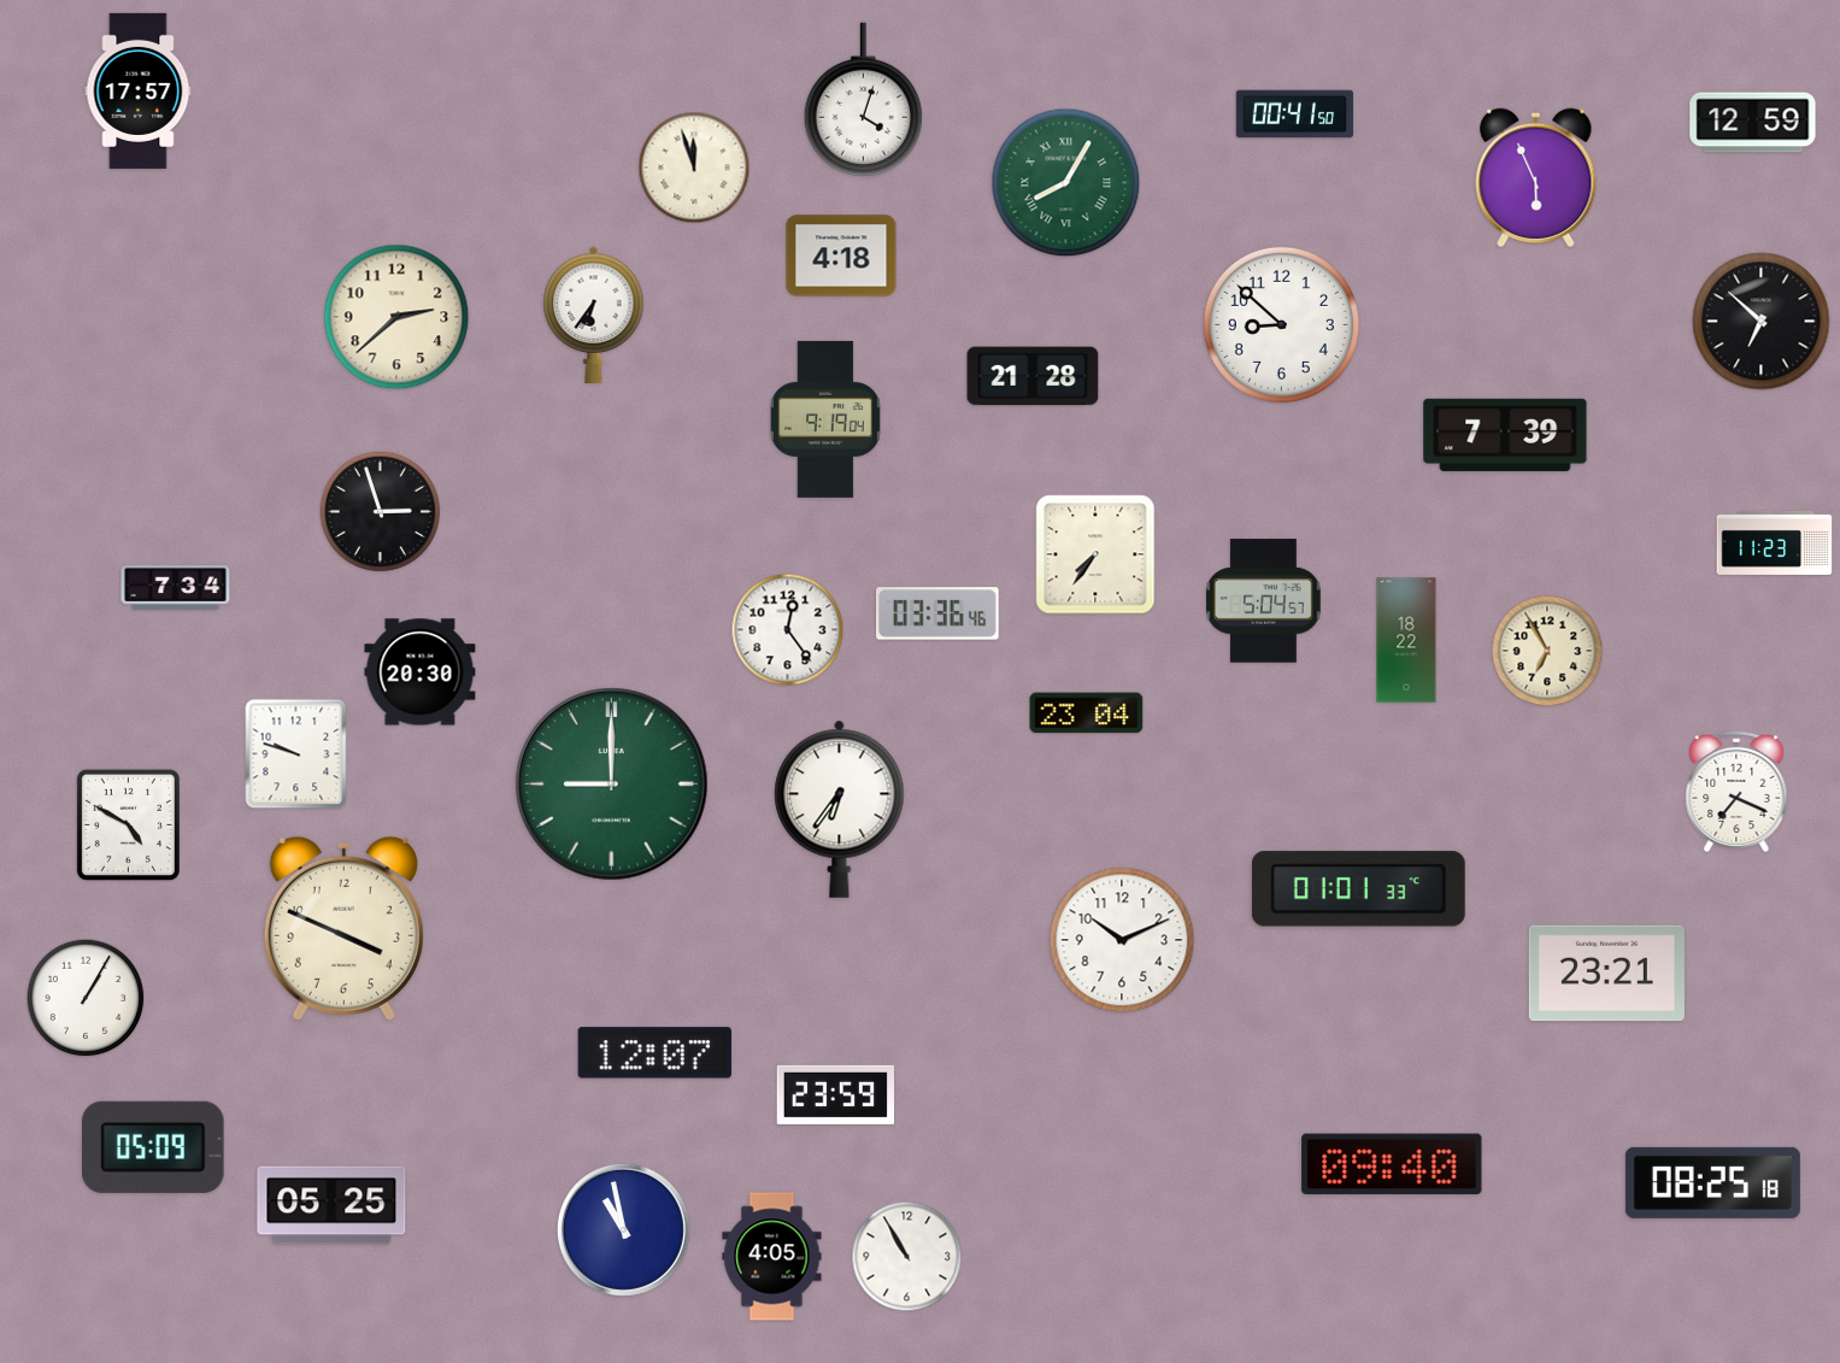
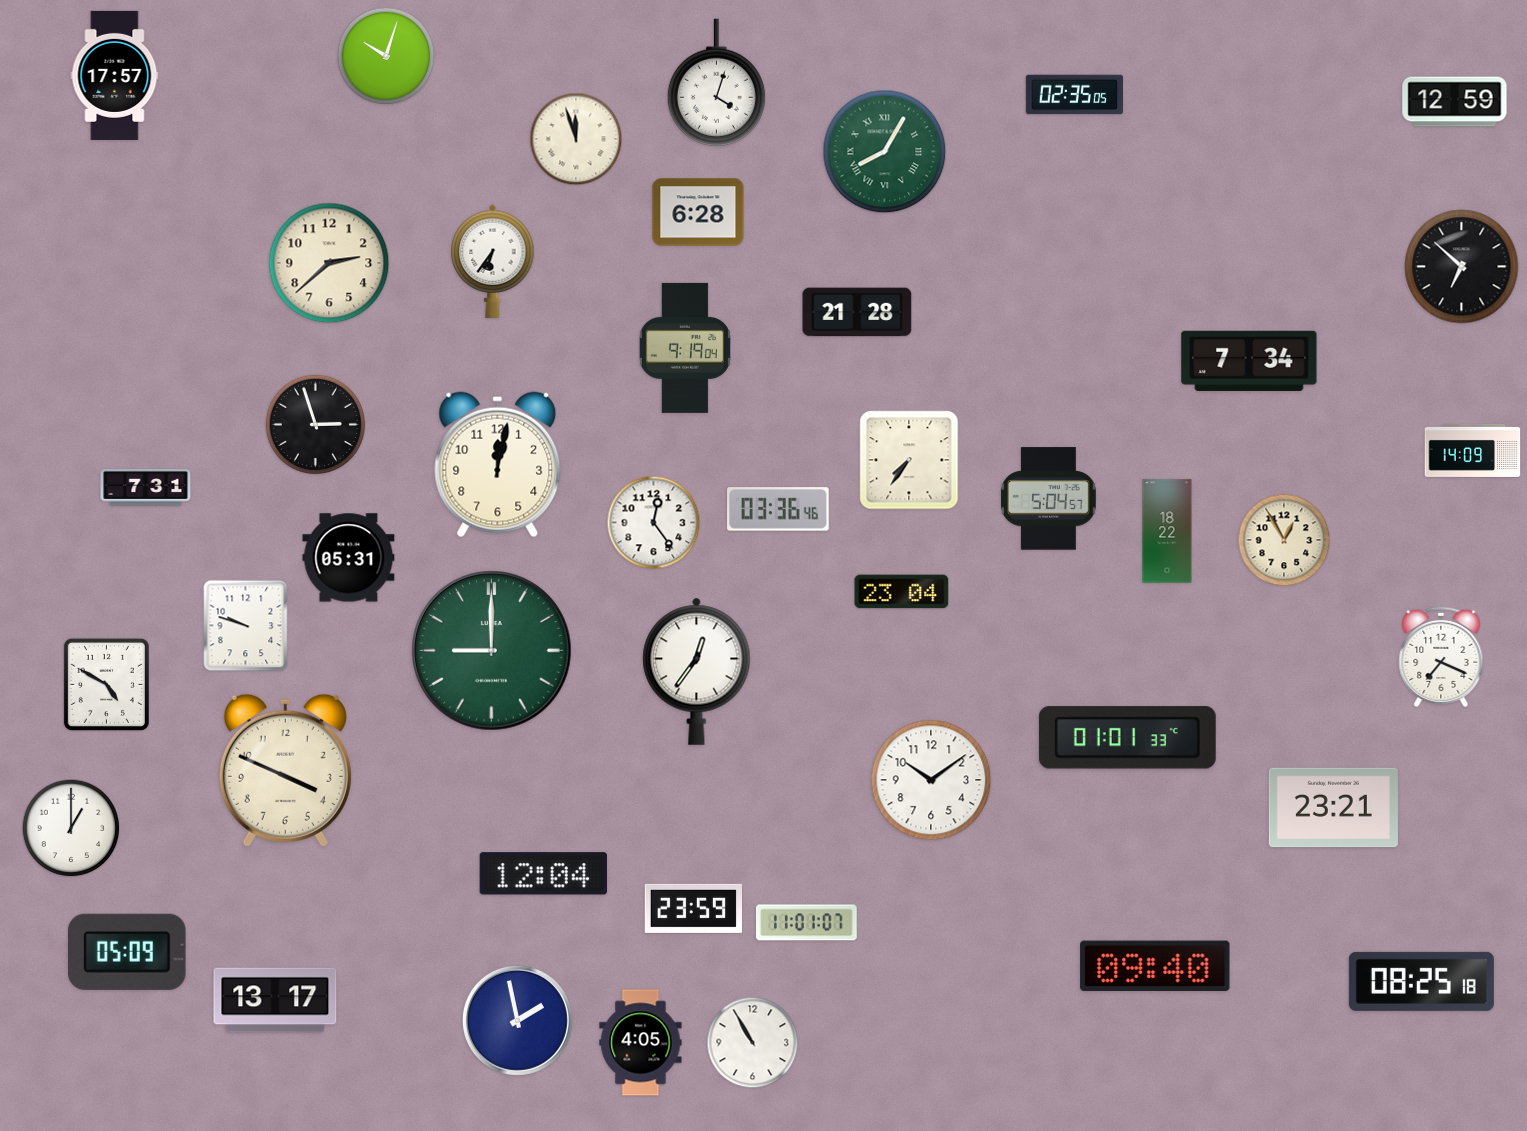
clock at (386, 56): none -> 10:03
clock at (1295, 114): 00:41 -> 02:35
clock at (1536, 177): 5:56 -> none
clock at (841, 255): 4:18 -> 6:28
clock at (1281, 324): 8:52 -> none
clock at (1505, 435): 7:39 -> 7:34
clock at (1775, 542): 11:23 -> 14:09
clock at (498, 465): none -> 12:02
clock at (176, 588): 7:34 -> 7:31
clock at (1547, 651): 6:55 -> 12:55
clock at (421, 672): 20:30 -> 05:31
clock at (612, 785) position: (612, 785) -> (492, 651)
clock at (840, 809): 6:36 -> 12:36
clock at (1122, 940): 10:11 -> 10:09
clock at (86, 998): 1:05 -> 1:00
clock at (654, 1053): 12:07 -> 12:04
clock at (807, 923): none -> 11:01
clock at (331, 1205): 05:25 -> 13:17
clock at (623, 1229): 10:58 -> 1:58
